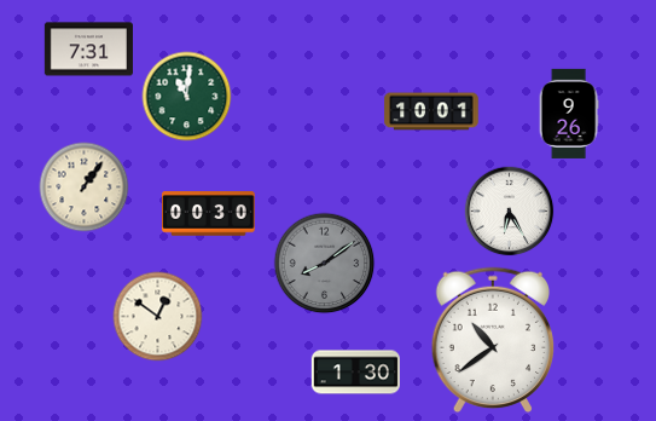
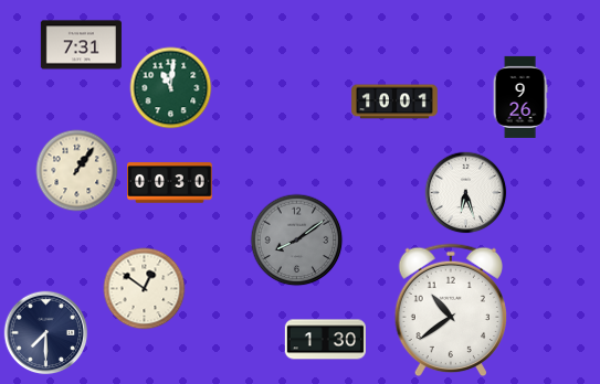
clock at (569, 114) position: (569, 114) -> (520, 97)
clock at (510, 212): 6:25 -> 6:27
clock at (209, 214) position: (209, 214) -> (170, 183)
clock at (46, 333): none -> 7:30
